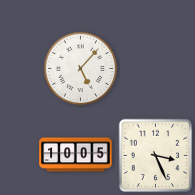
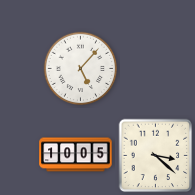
clock at (156, 156): 3:26 -> 3:22
